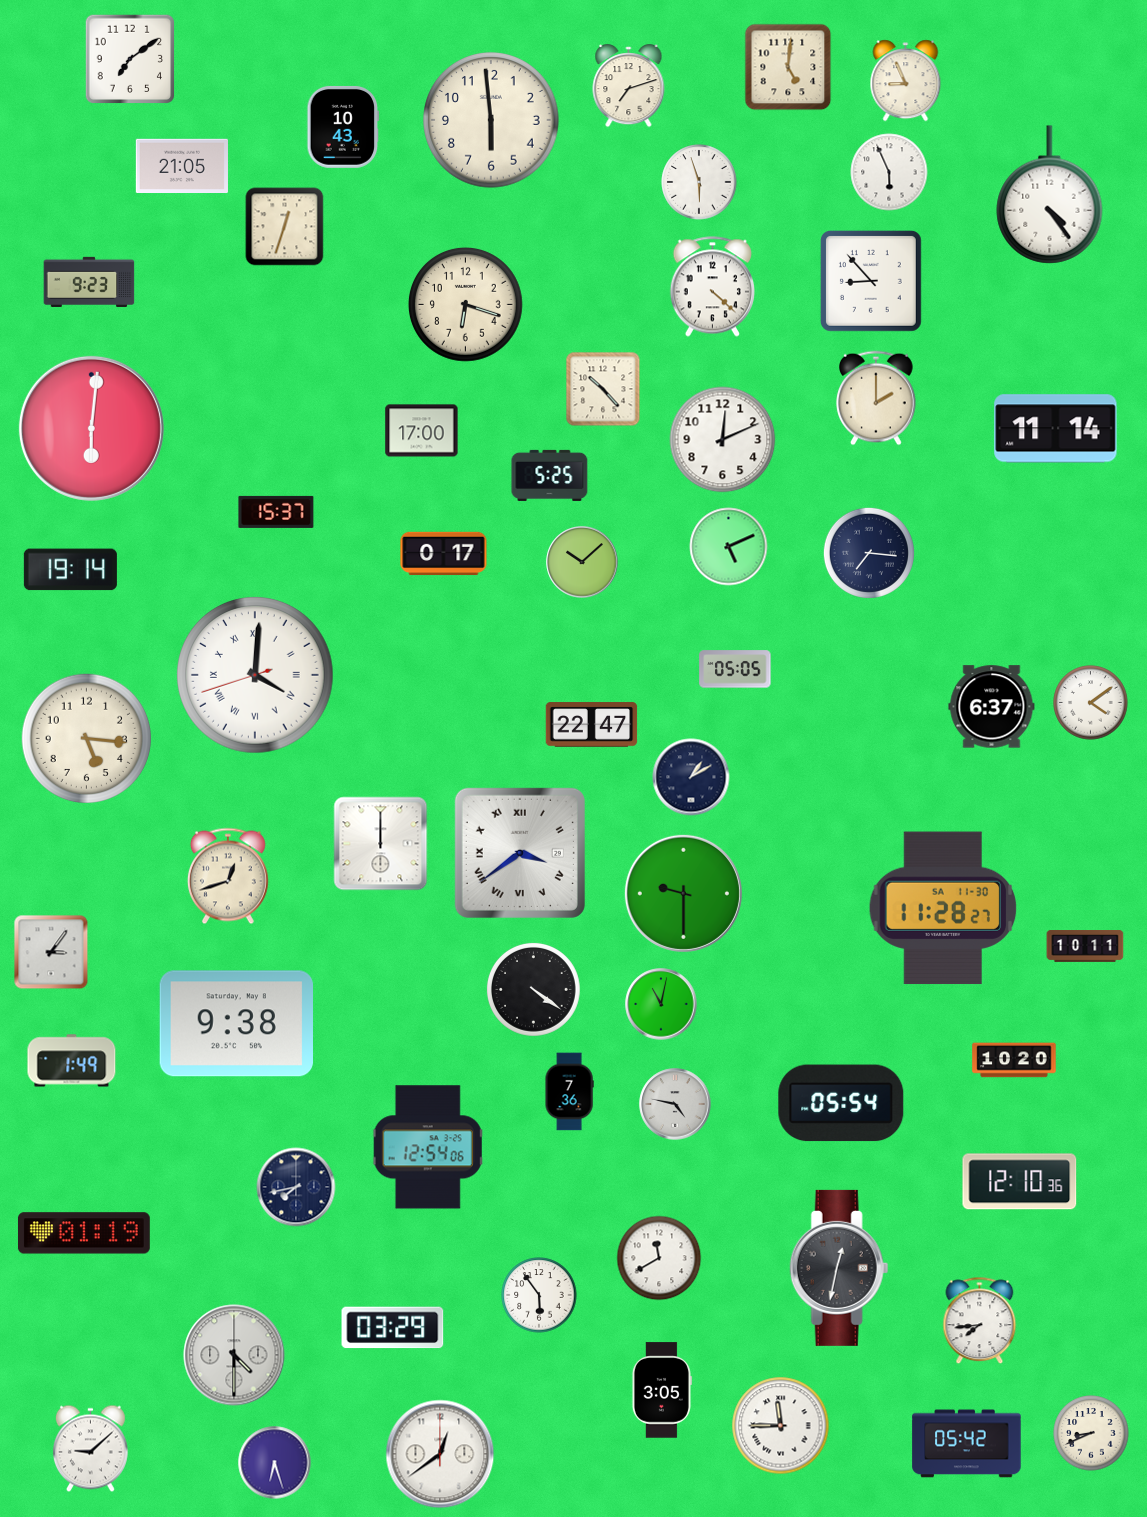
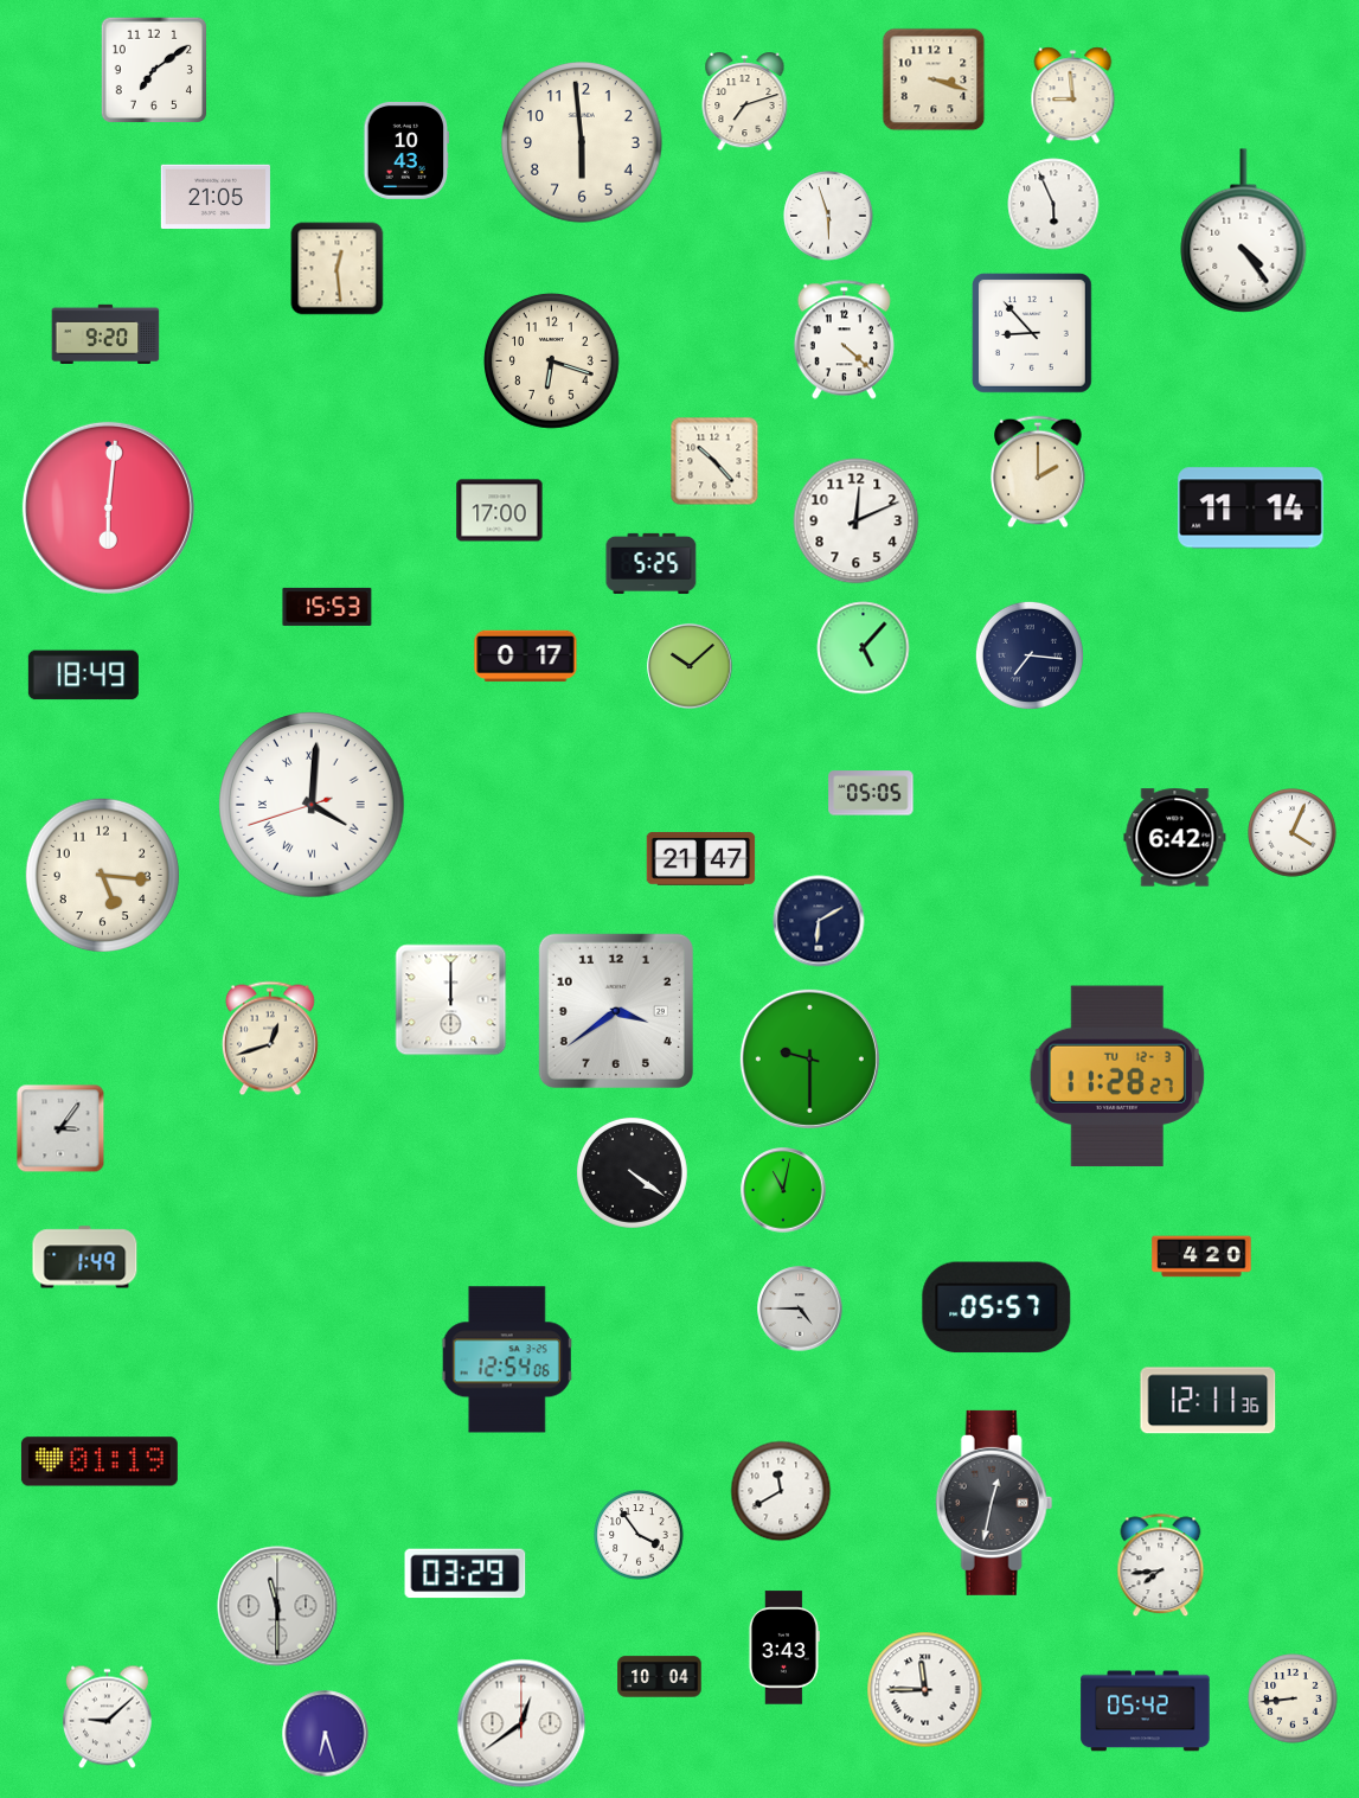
clock at (788, 67): 5:01 -> 3:18
clock at (906, 81): 8:56 -> 8:59
clock at (285, 227): 12:33 -> 12:29
clock at (89, 282): 9:23 -> 9:20
clock at (276, 512): 15:37 -> 15:53
clock at (729, 547): 5:11 -> 5:07
clock at (70, 570): 19:14 -> 18:49
clock at (256, 676) position: (256, 676) -> (313, 806)
clock at (1091, 703): 4:09 -> 4:04
clock at (992, 707): 6:37 -> 6:42
clock at (592, 725): 22:47 -> 21:47
clock at (691, 777): 1:10 -> 6:10
clock at (520, 853) numerals: Roman -> Arabic
clock at (943, 908) date: SA 11-30 -> TU 12-3
clock at (1085, 947): 10:11 -> none
clock at (236, 1024): 9:38 -> none
clock at (1014, 1060): 10:20 -> 4:20
clock at (569, 1092): 7:36 -> none
clock at (841, 1103): 05:54 -> 05:57
clock at (675, 1104): 4:47 -> 4:45
clock at (1020, 1182): 12:10 -> 12:11
clock at (296, 1187): 7:43 -> none
clock at (539, 1295): 5:54 -> 3:54
clock at (234, 1355): 4:30 -> 11:30
clock at (662, 1390): 3:05 -> 3:43
clock at (660, 1677): none -> 10:04
clock at (1091, 1433): 8:41 -> 8:44
